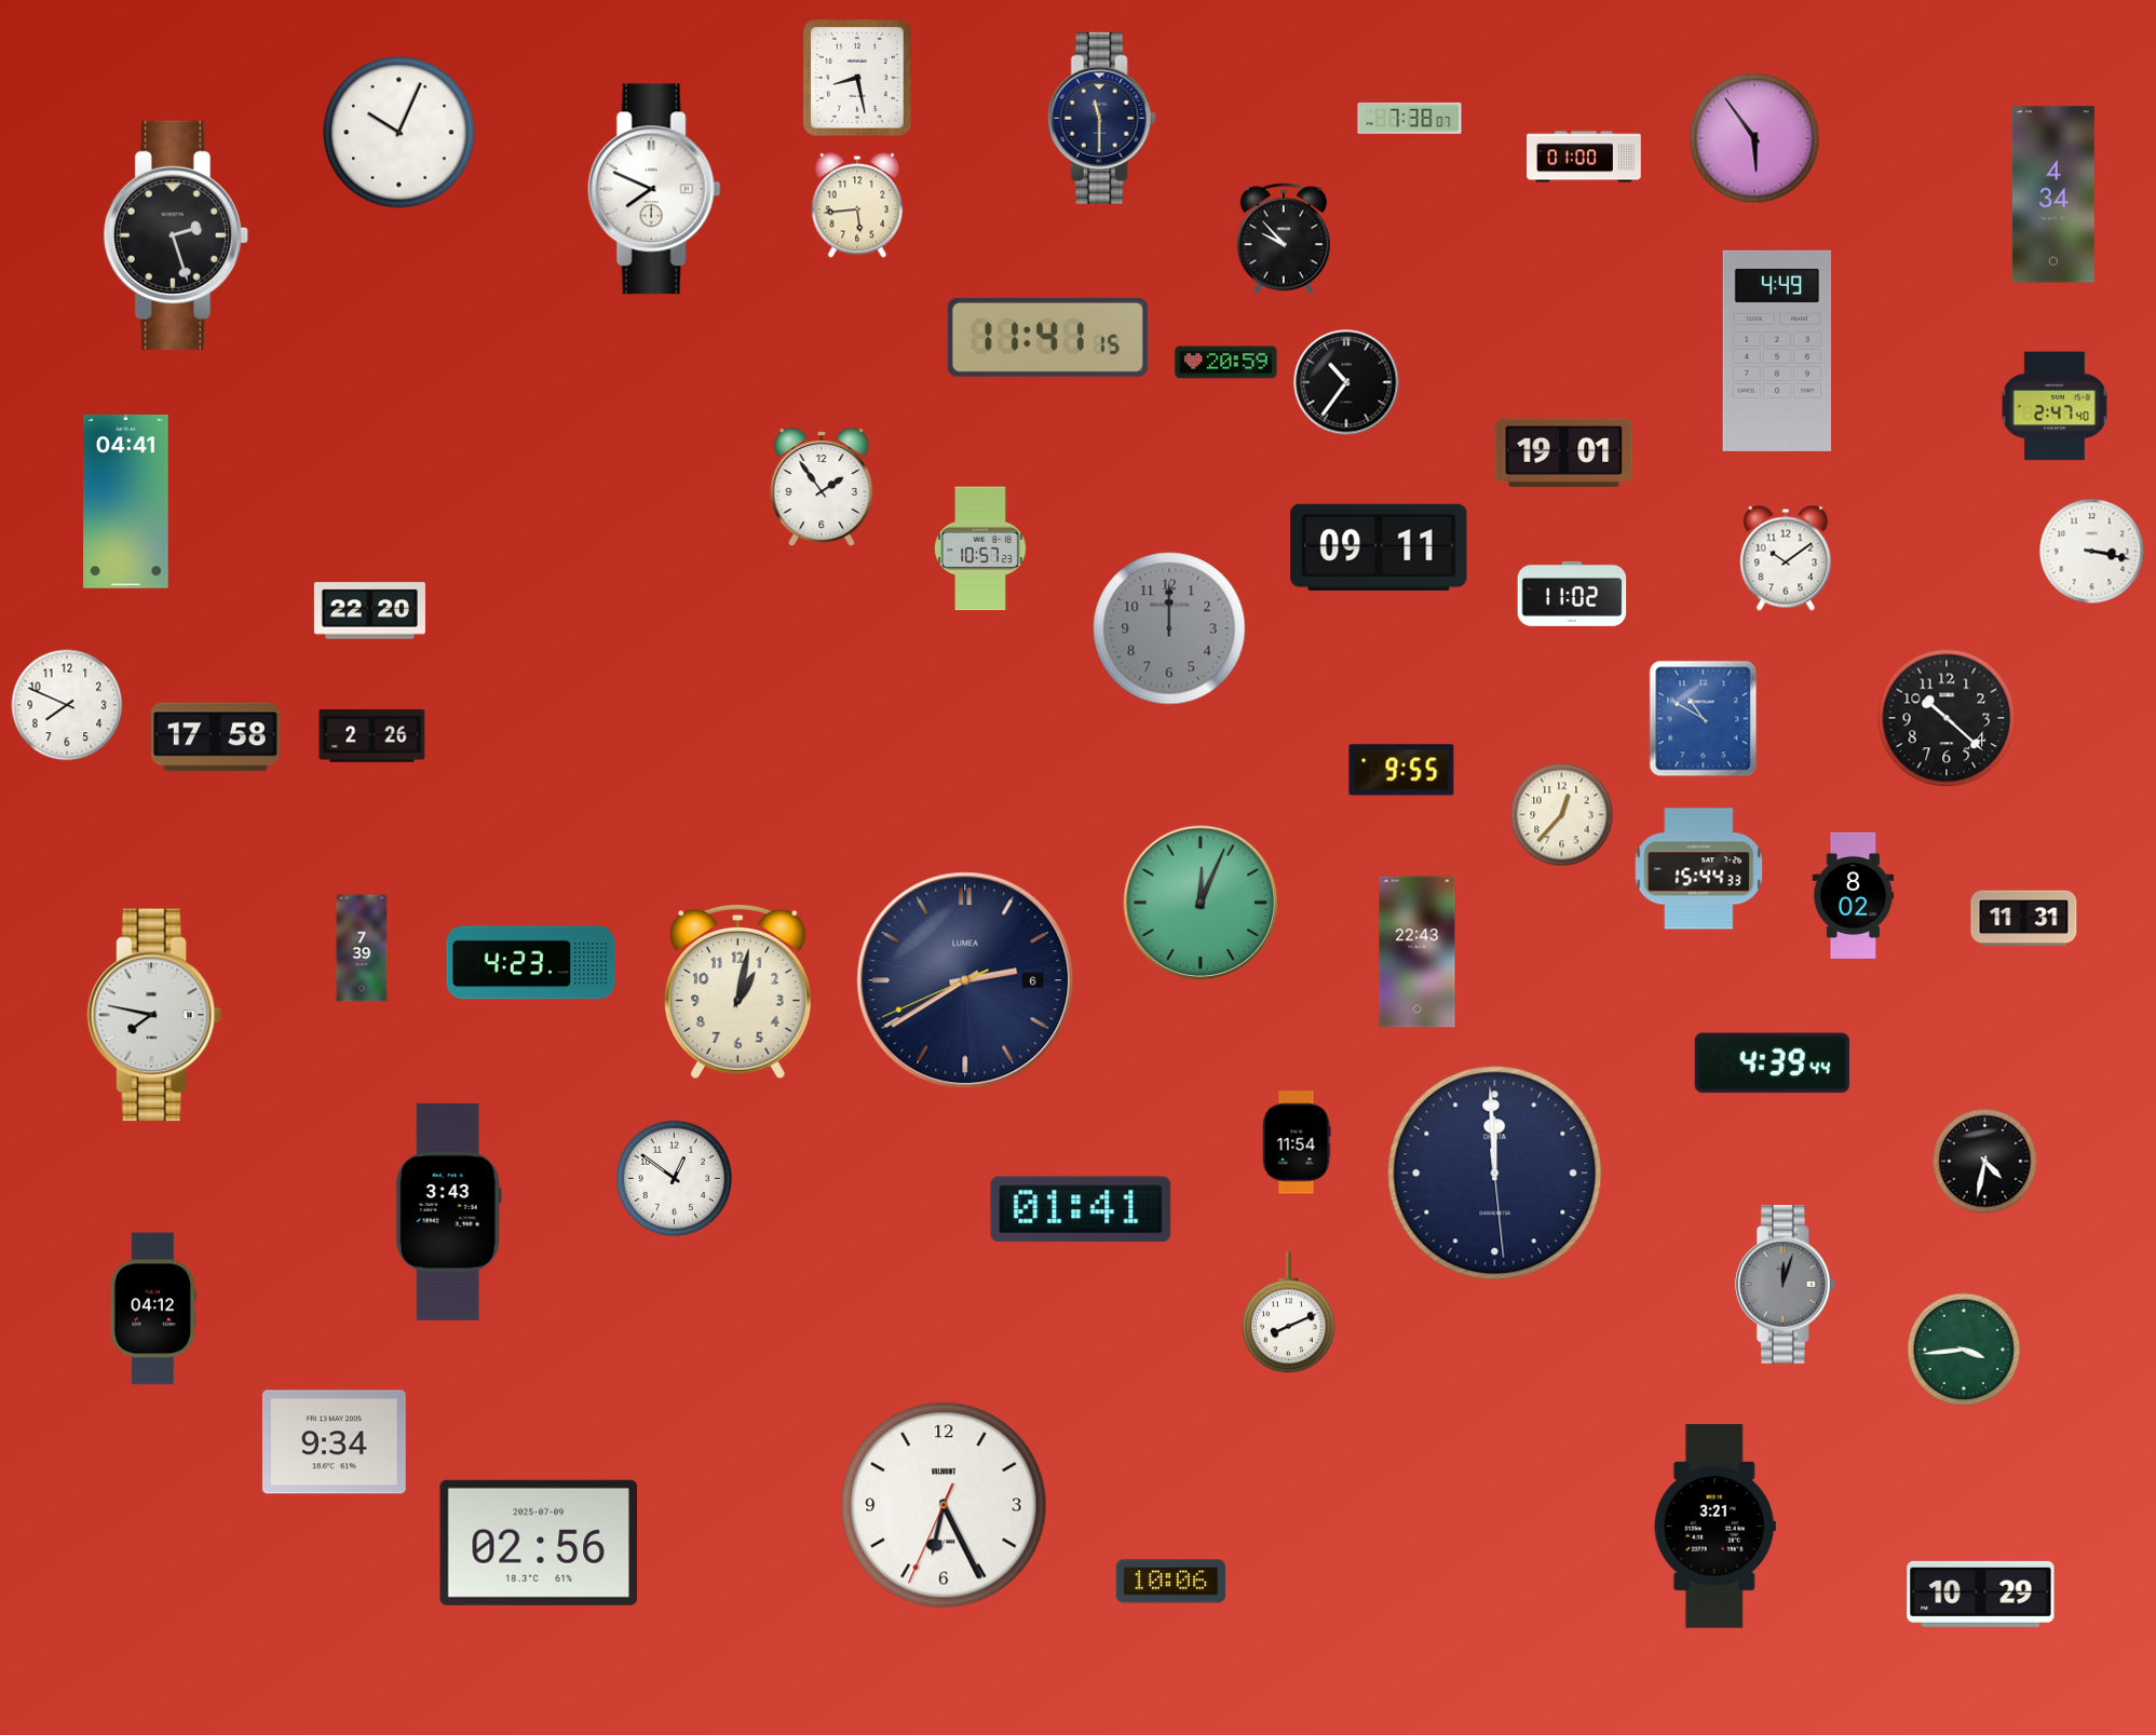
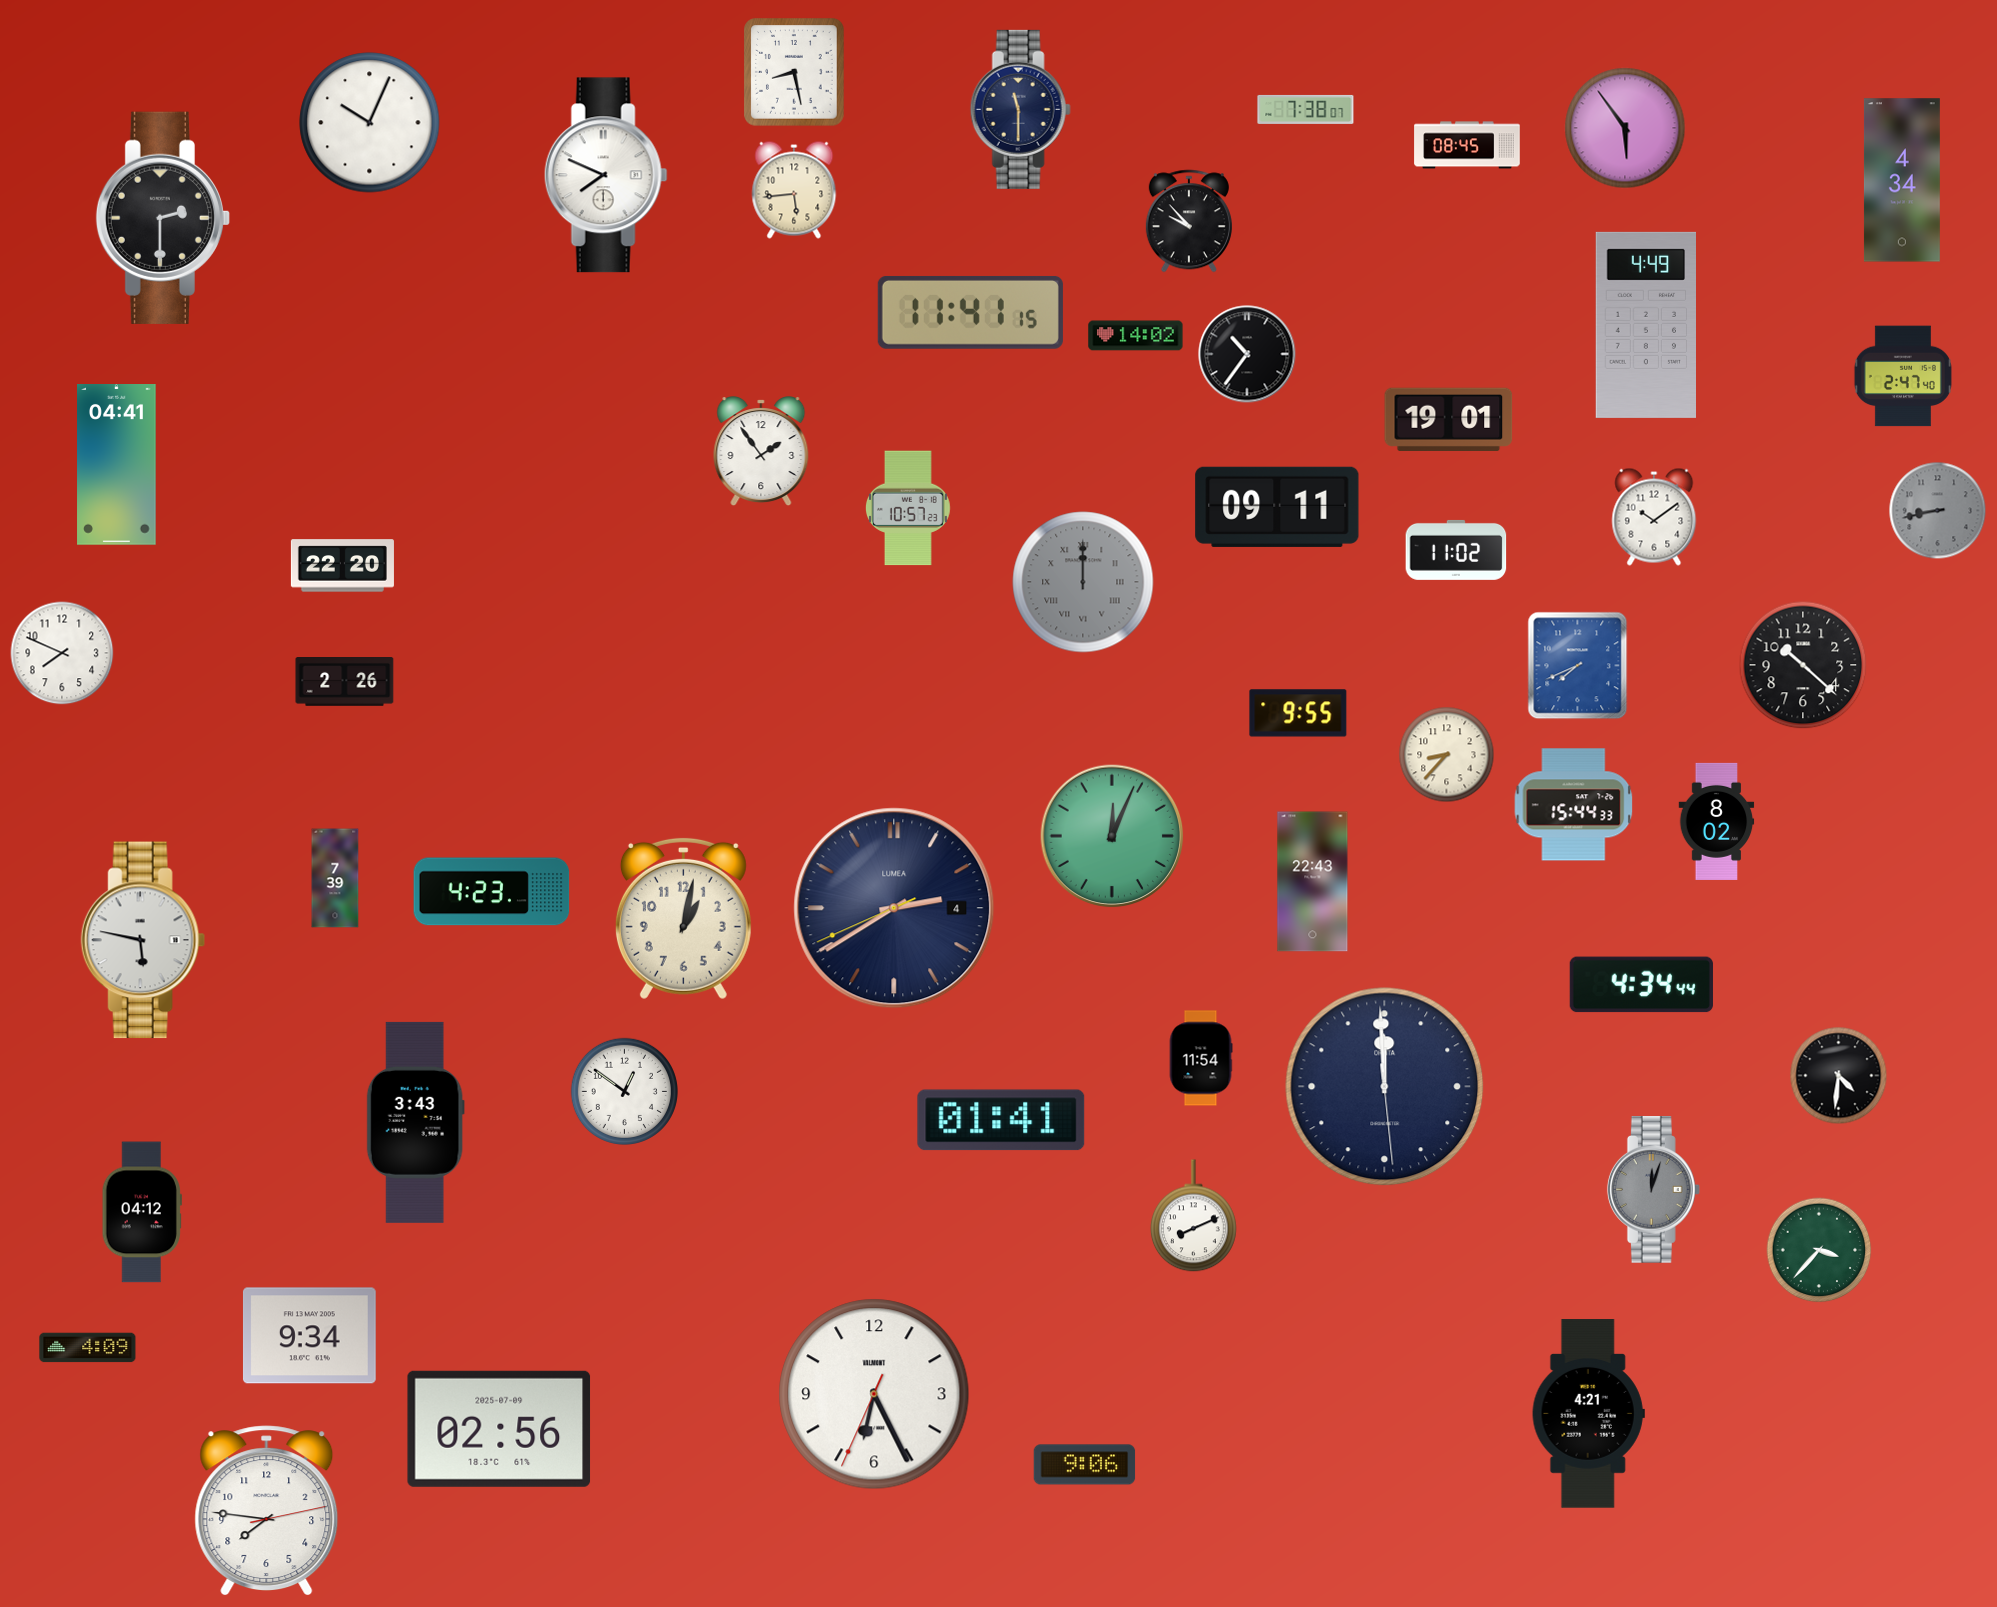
clock at (1584, 157): 01:00 -> 08:45
clock at (176, 235): 2:27 -> 2:30
clock at (1226, 363): 20:59 -> 14:02
clock at (2092, 552): 3:17 -> 8:43
clock at (2092, 552) dial: white -> grey
clock at (1169, 628) numerals: Arabic -> Roman
clock at (1704, 719): 10:50 -> 7:41
clock at (215, 737): 17:58 -> none
clock at (1562, 815): 12:37 -> 8:37
clock at (1854, 895) position: (1854, 895) -> (1717, 821)
clock at (2024, 919): 11:31 -> none
clock at (965, 980) date: 6 -> 4
clock at (154, 1015): 7:47 -> 5:47
clock at (1772, 1063): 4:39 -> 4:34
clock at (1985, 1162): 4:32 -> 4:31
clock at (1964, 1350): 3:44 -> 3:37
clock at (88, 1348): none -> 4:09
clock at (1714, 1527): 3:21 -> 4:21
clock at (1171, 1582): 10:06 -> 9:06
clock at (1981, 1594): 10:29 -> none
clock at (267, 1510): none -> 7:46
